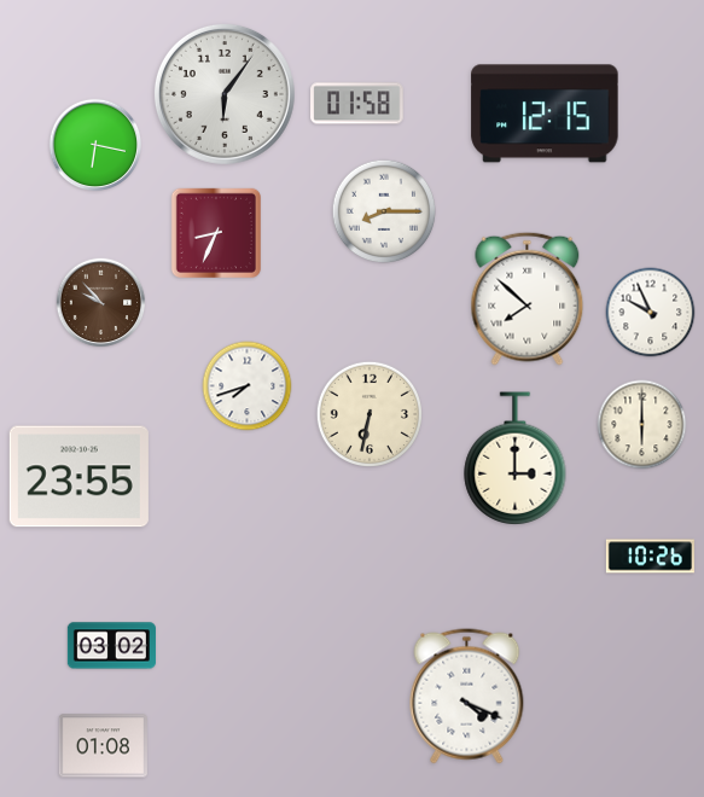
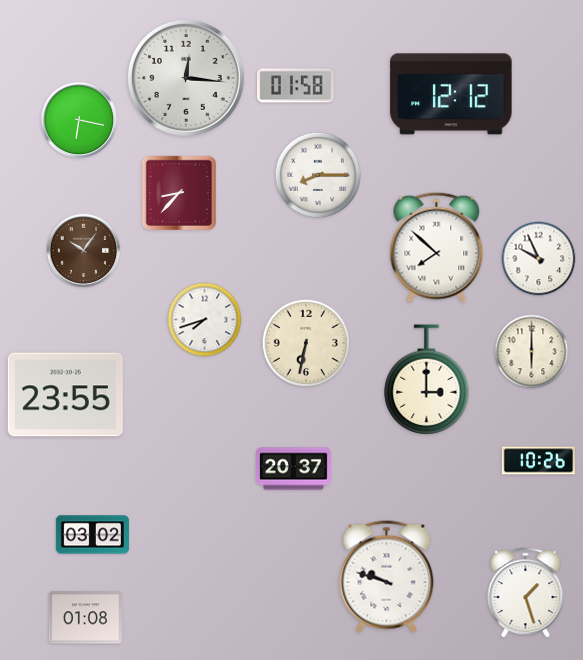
clock at (225, 94): 6:06 -> 12:16
clock at (545, 114): 12:15 -> 12:12
clock at (215, 232): 8:34 -> 8:37
clock at (101, 303): 9:53 -> 10:06
clock at (293, 469): none -> 20:37
clock at (467, 697): 4:19 -> 9:48
clock at (526, 593): none -> 1:27
